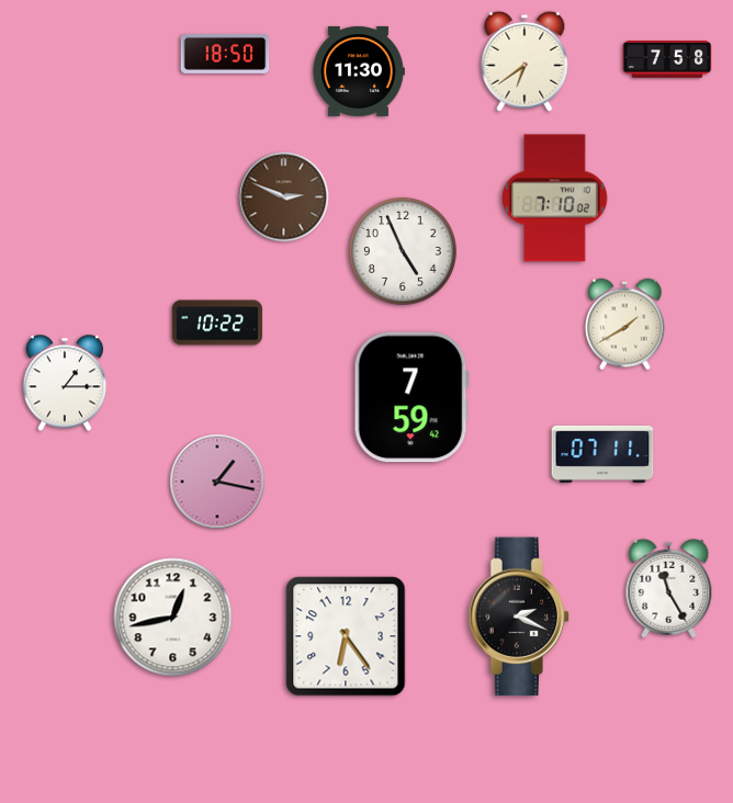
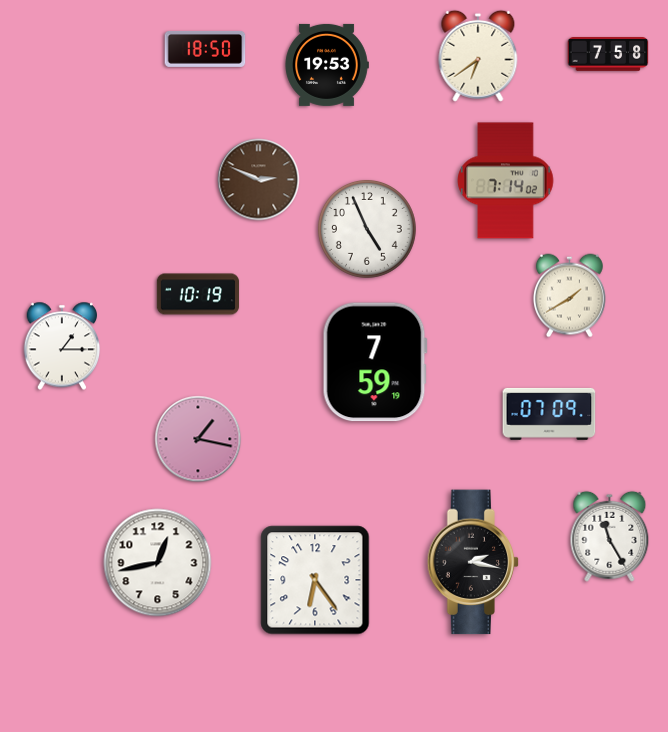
clock at (359, 71): 11:30 -> 19:53
clock at (555, 199): 7:10 -> 7:14
clock at (217, 323): 10:22 -> 10:19
clock at (65, 383) position: (65, 383) -> (62, 346)
clock at (411, 397): 7:59:42 -> 7:59:19
clock at (602, 454): 07:11 -> 07:09
clock at (519, 617): 2:19 -> 2:17
